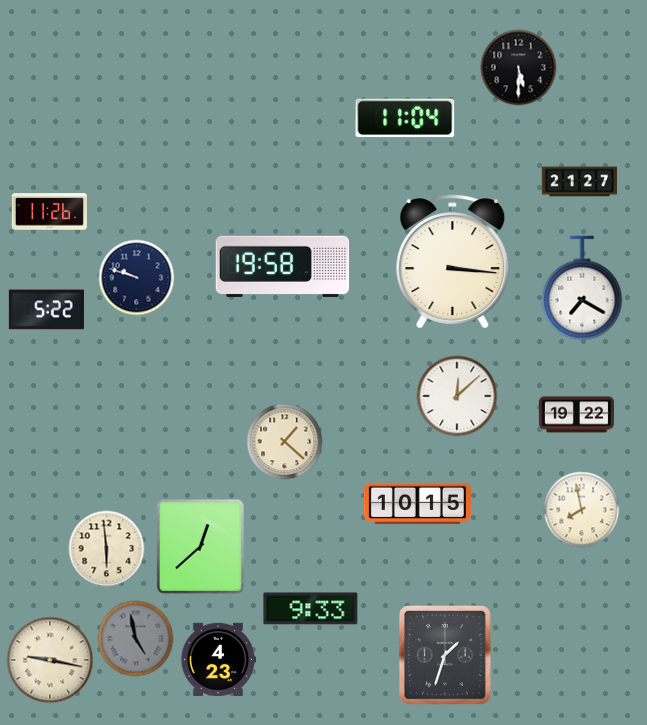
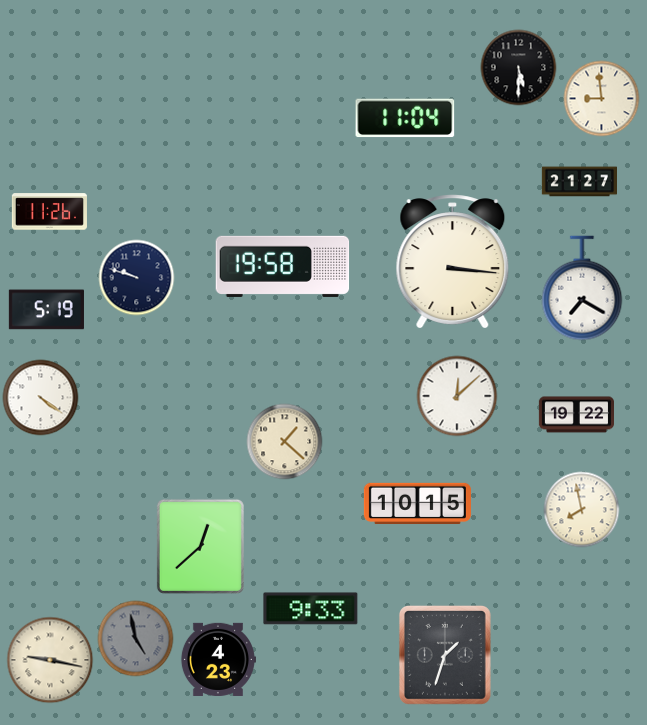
clock at (602, 99): none -> 8:59
clock at (46, 310): 5:22 -> 5:19
clock at (41, 398): none -> 4:21
clock at (107, 549): 5:59 -> none
